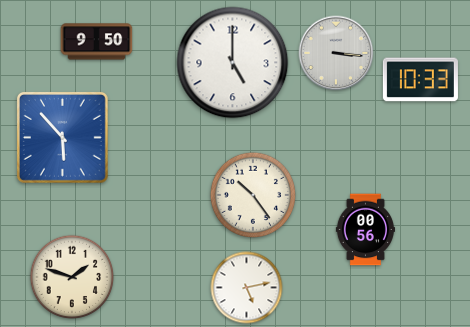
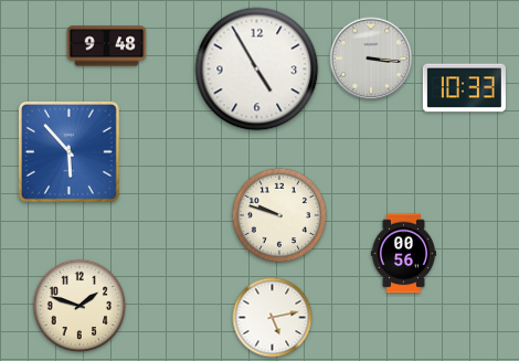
clock at (97, 42): 9:50 -> 9:48
clock at (233, 63): 5:00 -> 4:55
clock at (252, 194): 10:24 -> 9:48
